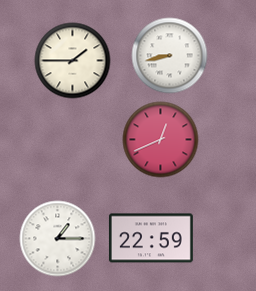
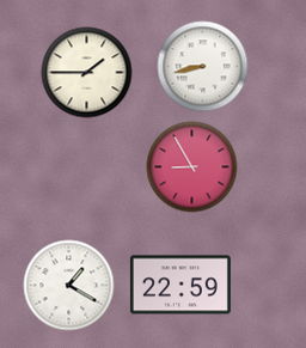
clock at (161, 140): 12:41 -> 8:55
clock at (58, 239): 1:15 -> 1:20
